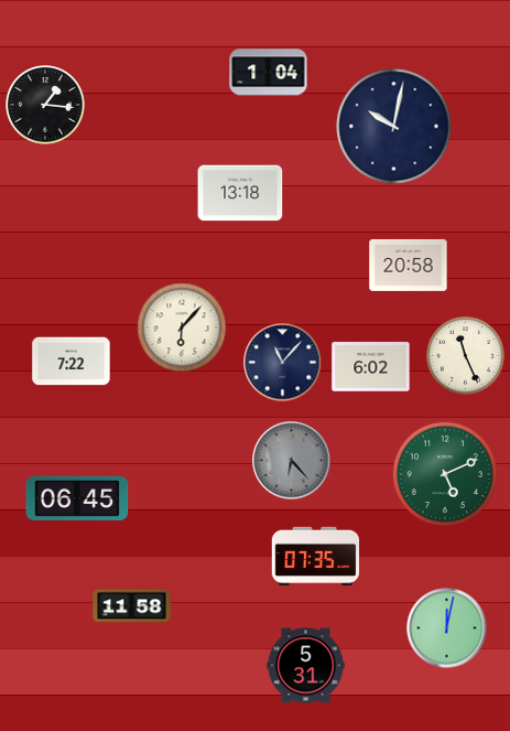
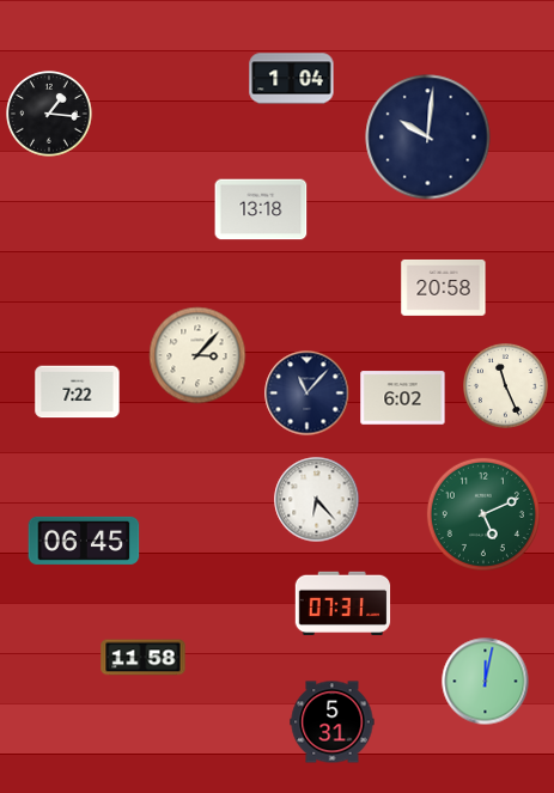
clock at (394, 127): 10:02 -> 10:01
clock at (182, 327): 6:07 -> 3:07
clock at (292, 461) dial: grey -> white
clock at (316, 556): 07:35 -> 07:31
